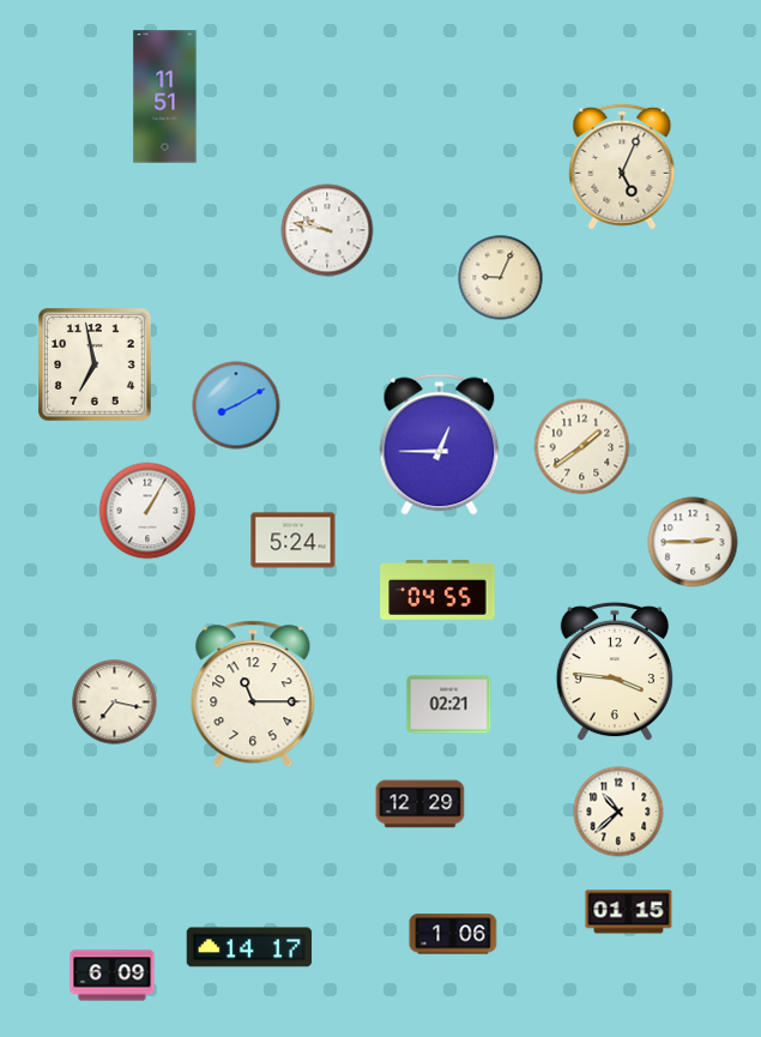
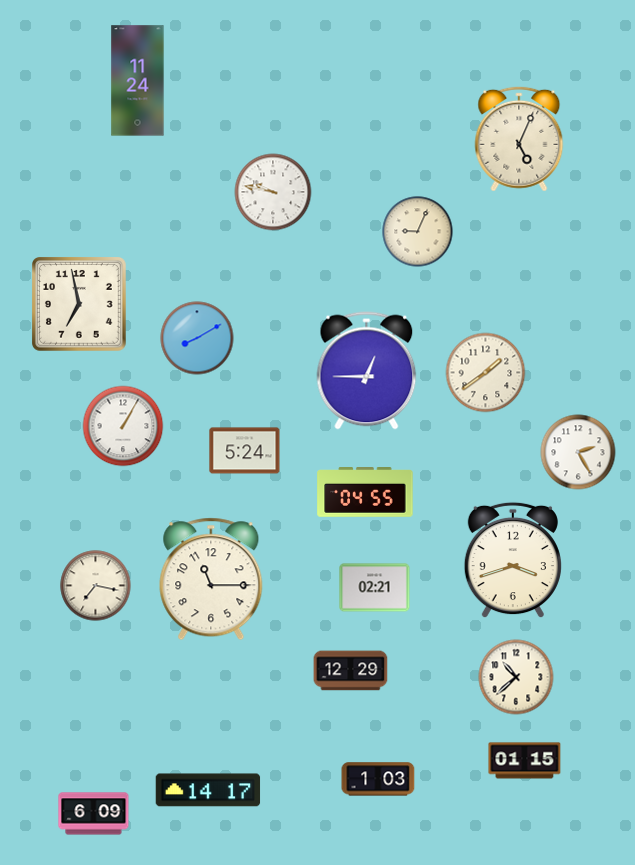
clock at (165, 97): 11:51 -> 11:24
clock at (693, 542): 2:45 -> 2:25
clock at (615, 671): 3:46 -> 3:42
clock at (453, 934): 1:06 -> 1:03
